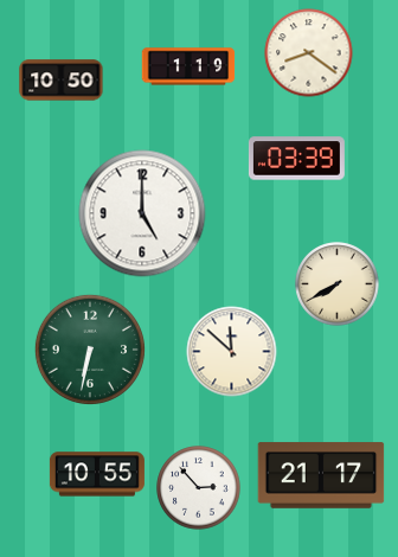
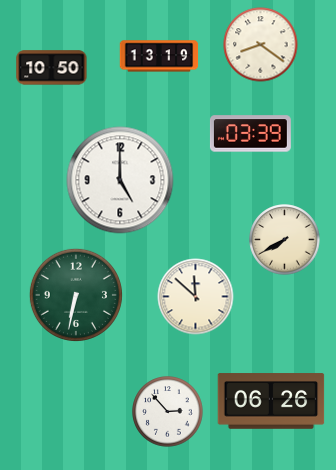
clock at (188, 66): 1:19 -> 13:19
clock at (97, 474): 10:55 -> none
clock at (321, 475): 21:17 -> 06:26
